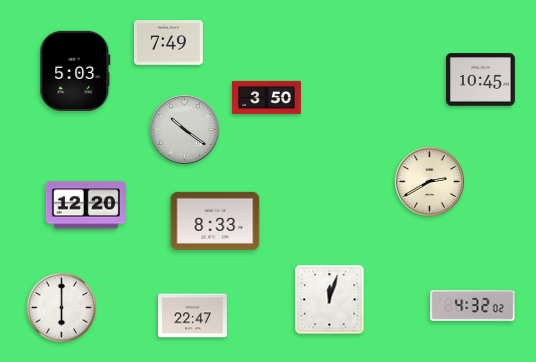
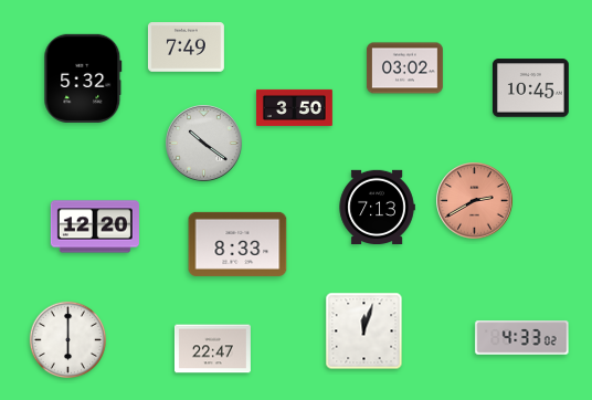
clock at (404, 69): none -> 03:02
clock at (75, 71): 5:03 -> 5:32
clock at (430, 182) dial: cream -> salmon
clock at (377, 207): none -> 7:13
clock at (473, 306): 4:32 -> 4:33
